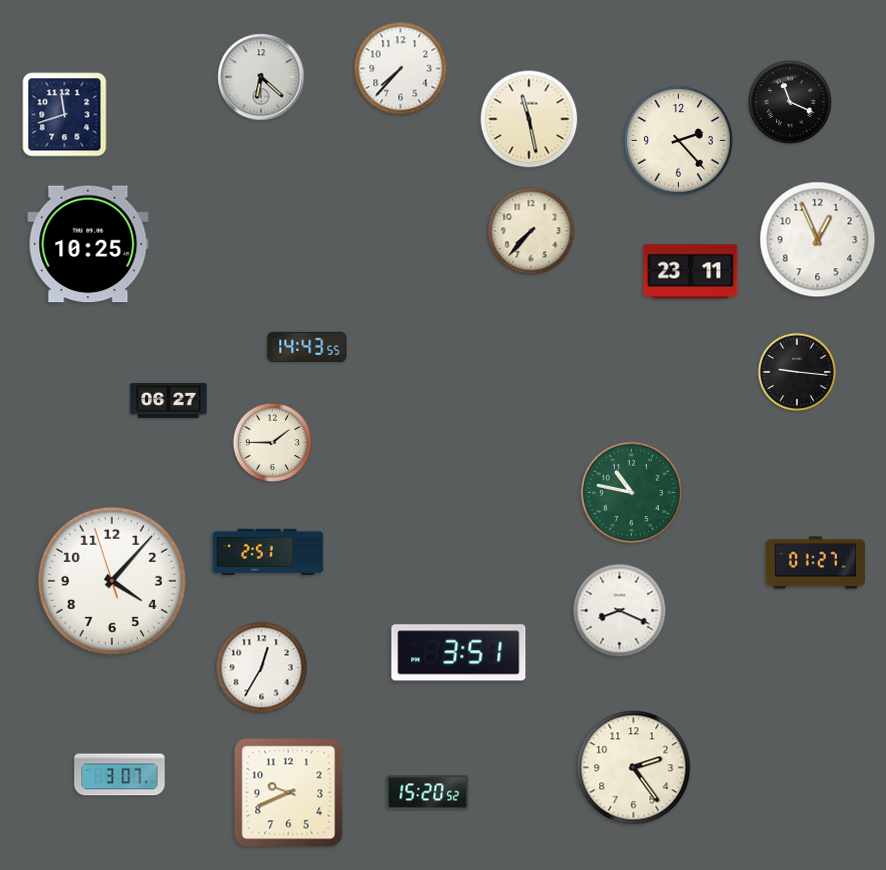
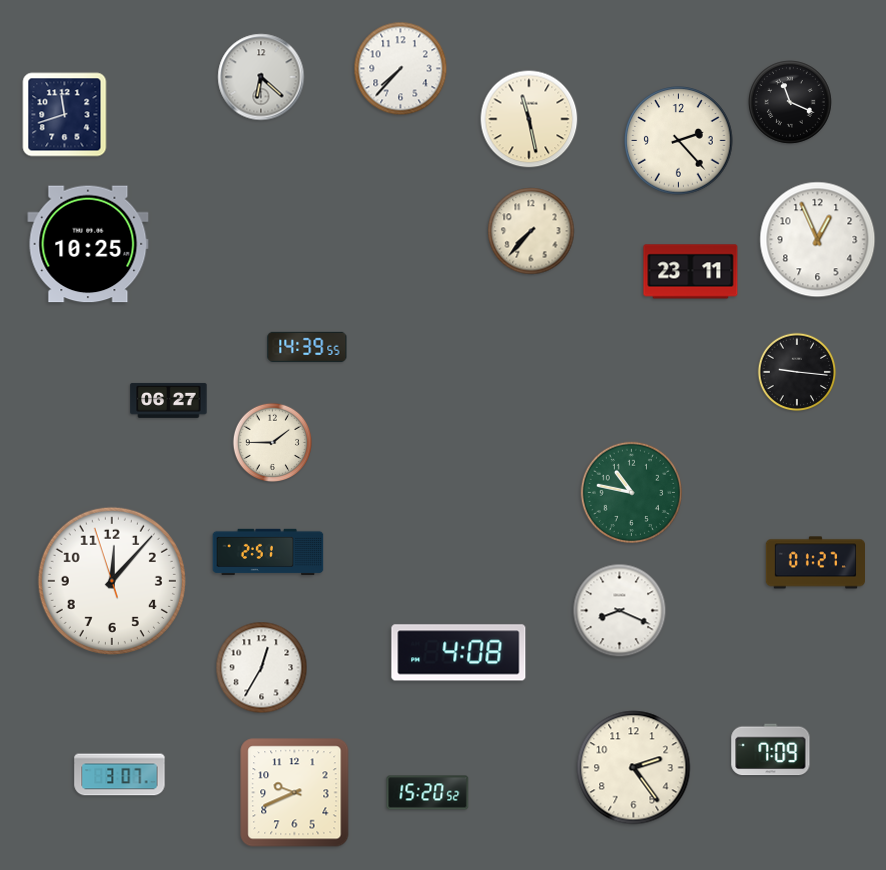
clock at (307, 347): 14:43 -> 14:39
clock at (112, 581): 4:06 -> 12:06
clock at (459, 653): 3:51 -> 4:08
clock at (771, 750): none -> 7:09
clock at (289, 793) position: (289, 793) -> (295, 793)
